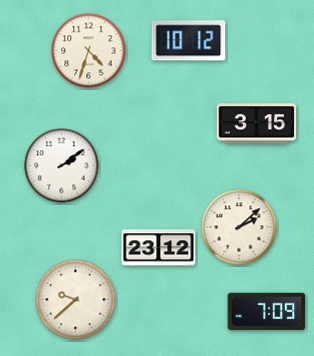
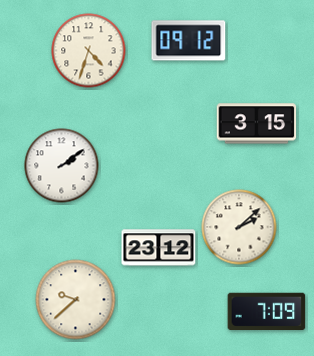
clock at (189, 41): 10:12 -> 09:12
